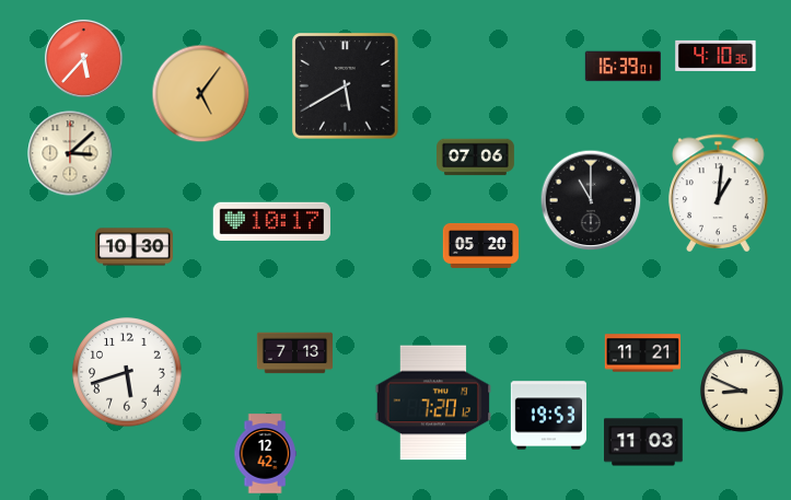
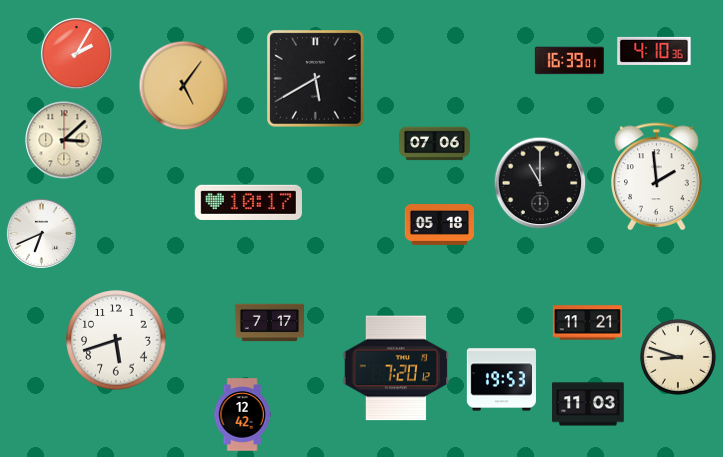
clock at (83, 58): 5:37 -> 2:05
clock at (719, 193): 1:01 -> 1:59
clock at (480, 245): 05:20 -> 05:18
clock at (135, 247): 10:30 -> none
clock at (41, 233): none -> 6:41
clock at (295, 353): 7:13 -> 7:17
clock at (742, 391): 8:49 -> 8:48
